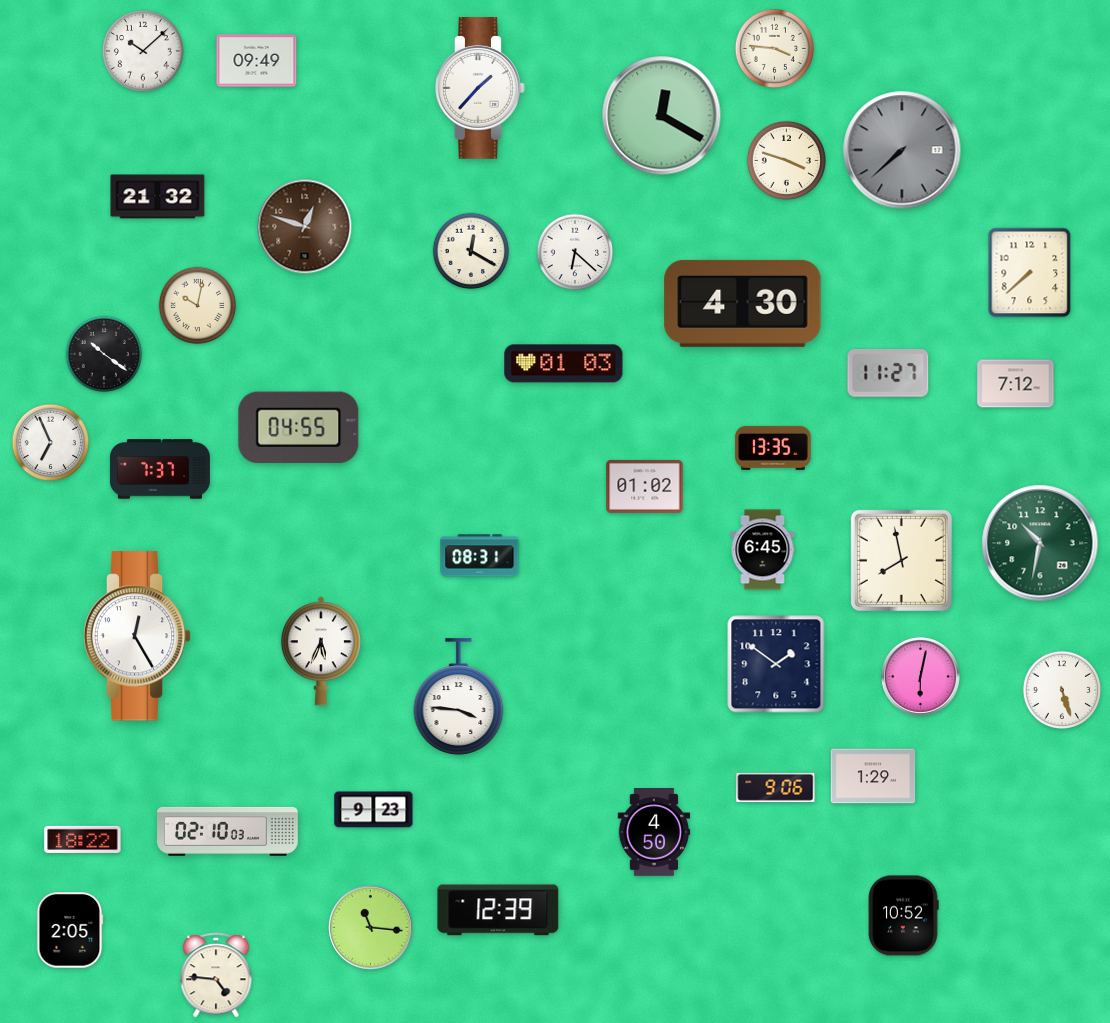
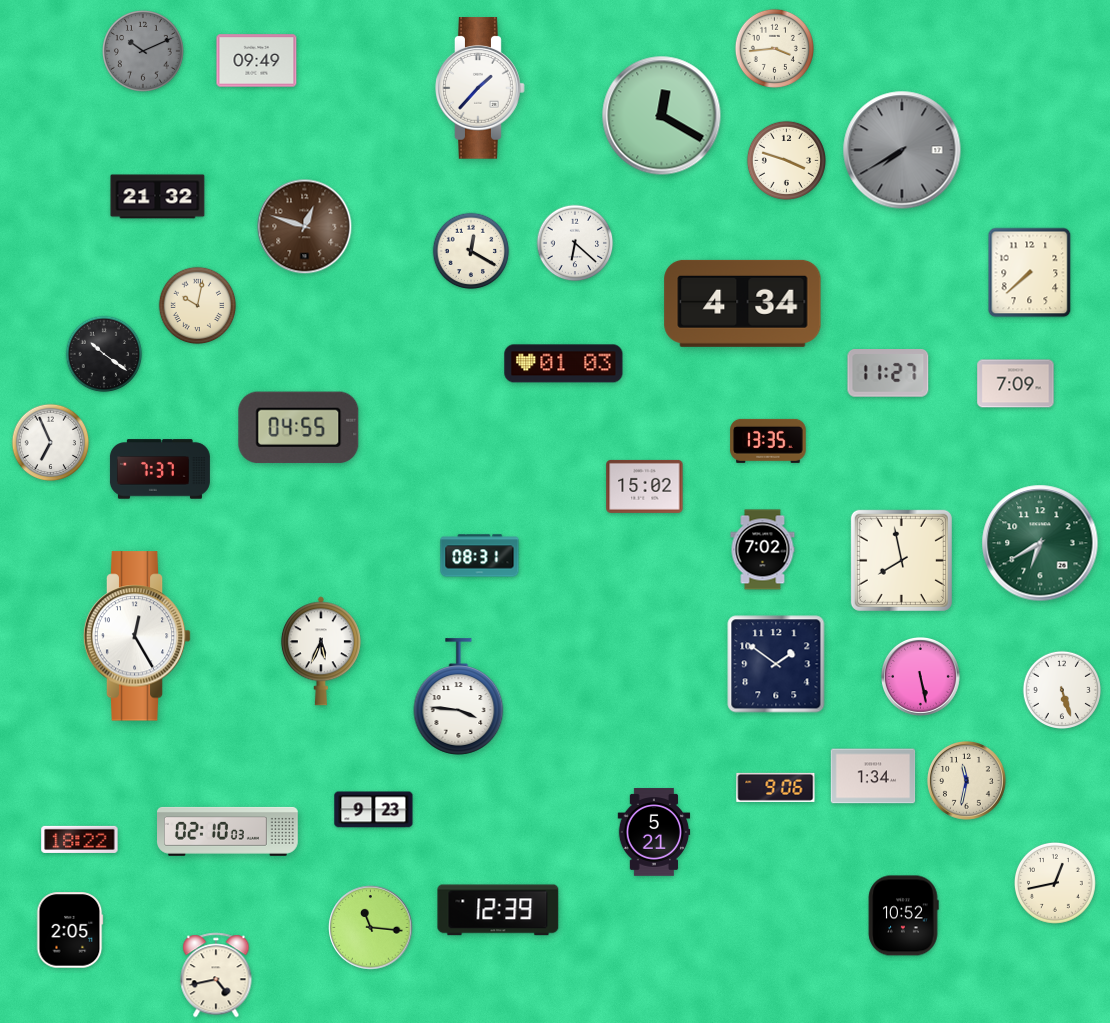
clock at (774, 48): 3:46 -> 3:44
clock at (144, 51): 10:08 -> 10:11
clock at (144, 51) dial: white -> grey
clock at (902, 150): 7:38 -> 7:40
clock at (575, 252) position: (575, 252) -> (575, 243)
clock at (743, 303): 4:30 -> 4:34
clock at (1016, 384): 7:12 -> 7:09
clock at (773, 448) position: (773, 448) -> (768, 441)
clock at (645, 486): 01:02 -> 15:02
clock at (1040, 543): 10:32 -> 6:40
clock at (763, 550): 6:45 -> 7:02
clock at (921, 677): 6:02 -> 5:28
clock at (873, 776): 1:29 -> 1:34
clock at (967, 781): none -> 11:32
clock at (654, 832): 4:50 -> 5:21
clock at (83, 839) position: (83, 839) -> (80, 839)
clock at (1056, 883): none -> 12:43
clock at (216, 975): 4:46 -> 4:43
